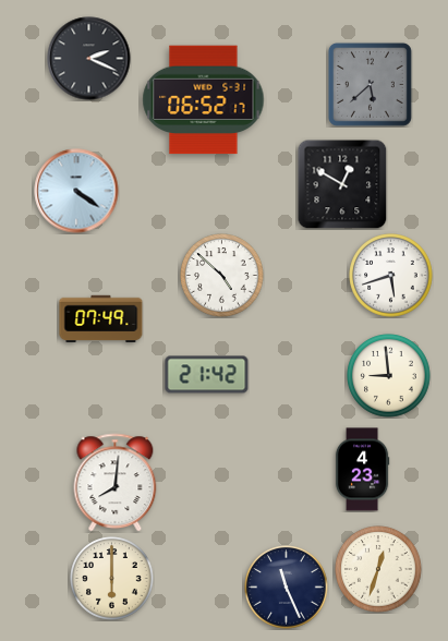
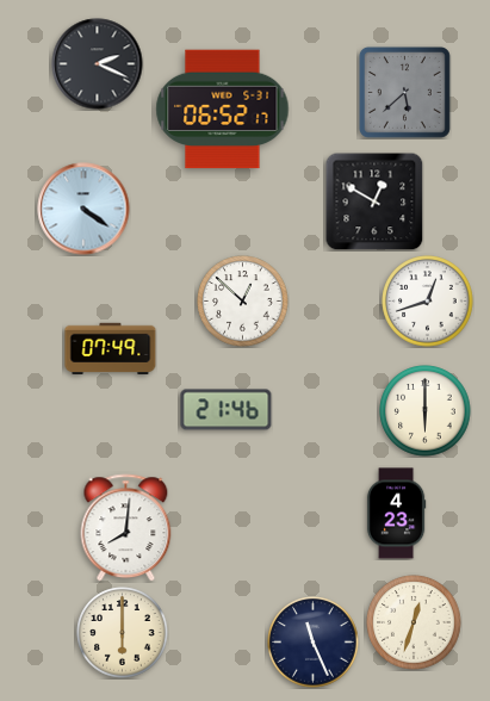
clock at (222, 276): 4:52 -> 12:52
clock at (391, 276): 5:42 -> 12:42
clock at (207, 375): 21:42 -> 21:46
clock at (389, 376): 8:59 -> 6:00
